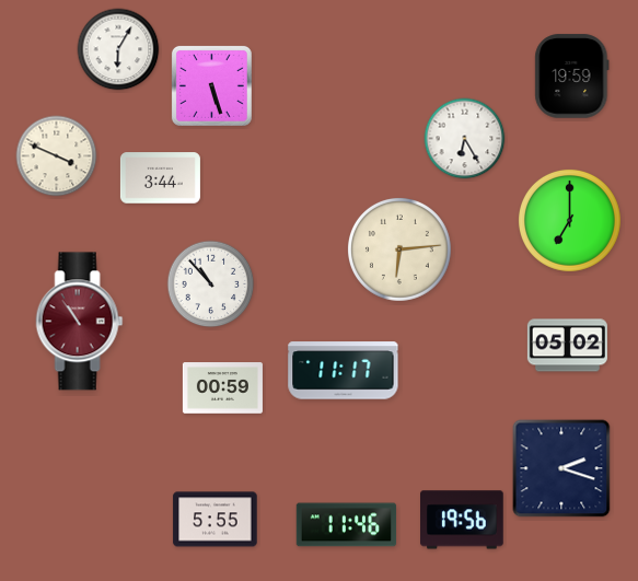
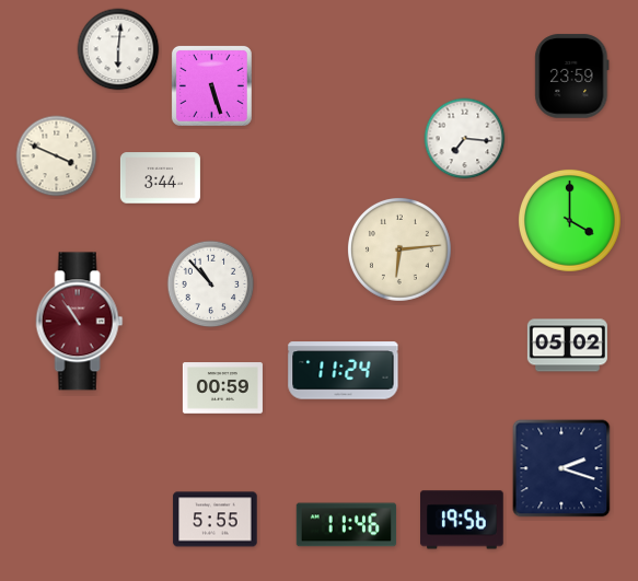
clock at (118, 49): 6:05 -> 6:01
clock at (572, 77): 19:59 -> 23:59
clock at (465, 139): 6:25 -> 7:16
clock at (569, 220): 7:00 -> 4:00
clock at (344, 371): 11:17 -> 11:24
